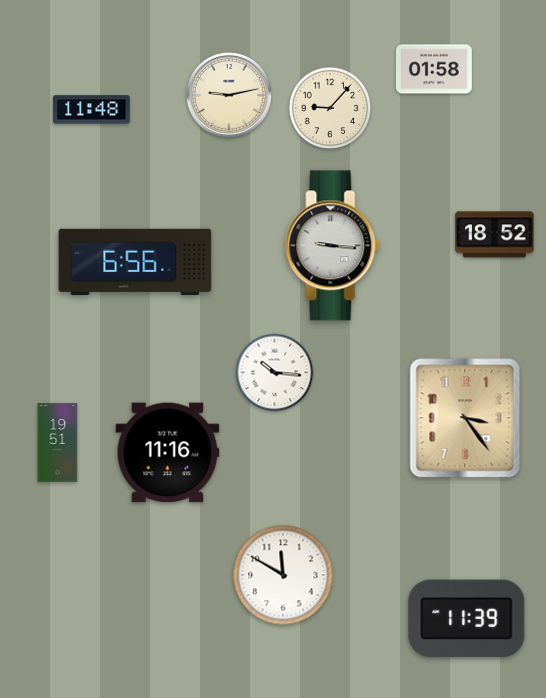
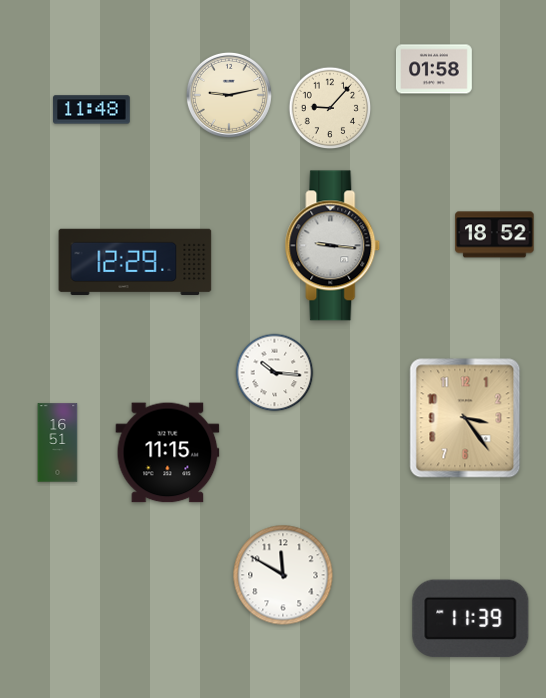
clock at (135, 262): 6:56 -> 12:29
clock at (58, 443): 19:51 -> 16:51
clock at (168, 453): 11:16 -> 11:15
clock at (467, 619) position: (467, 619) -> (471, 619)
